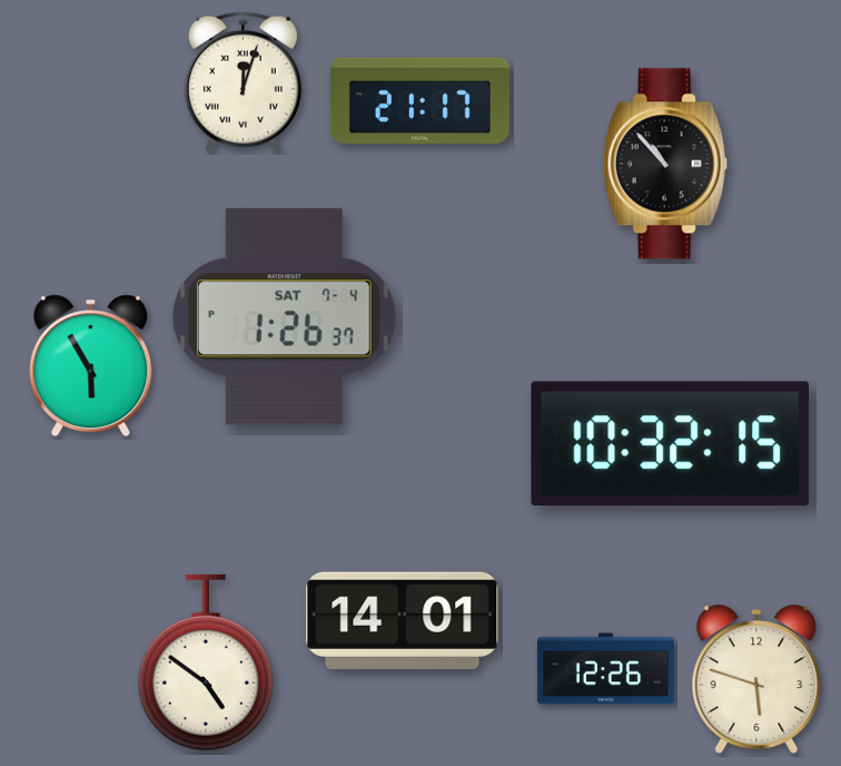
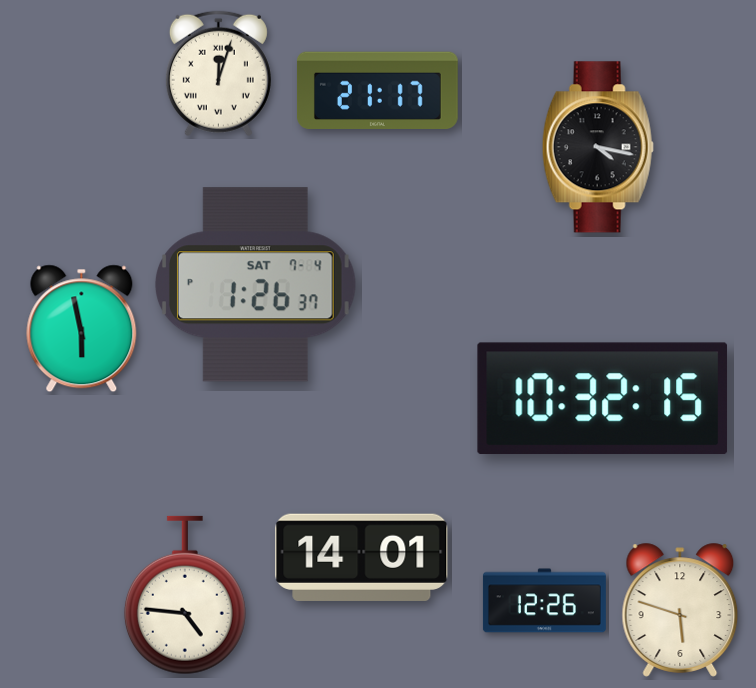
clock at (665, 164): 10:53 -> 4:17
clock at (91, 366): 5:55 -> 5:58
clock at (206, 662): 4:51 -> 4:46
